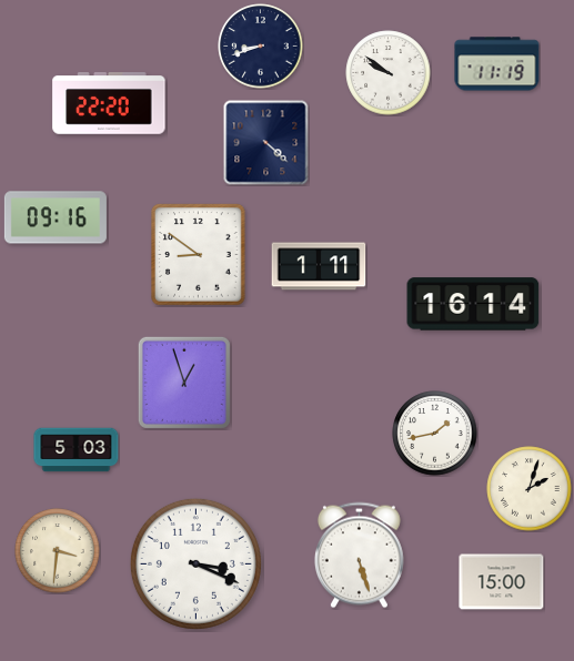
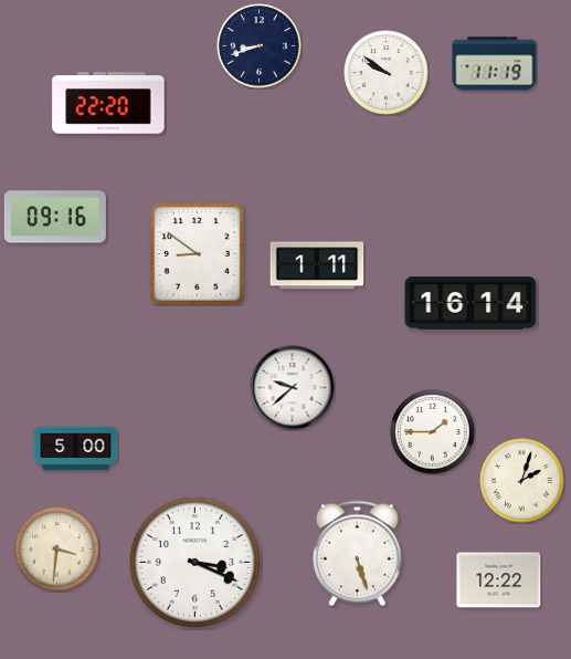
clock at (266, 143): 4:22 -> none
clock at (184, 383): 12:57 -> none
clock at (293, 388): none -> 9:38
clock at (435, 434): 1:43 -> 1:45
clock at (77, 450): 5:03 -> 5:00
clock at (530, 489) position: (530, 489) -> (522, 481)
clock at (502, 582): 15:00 -> 12:22
